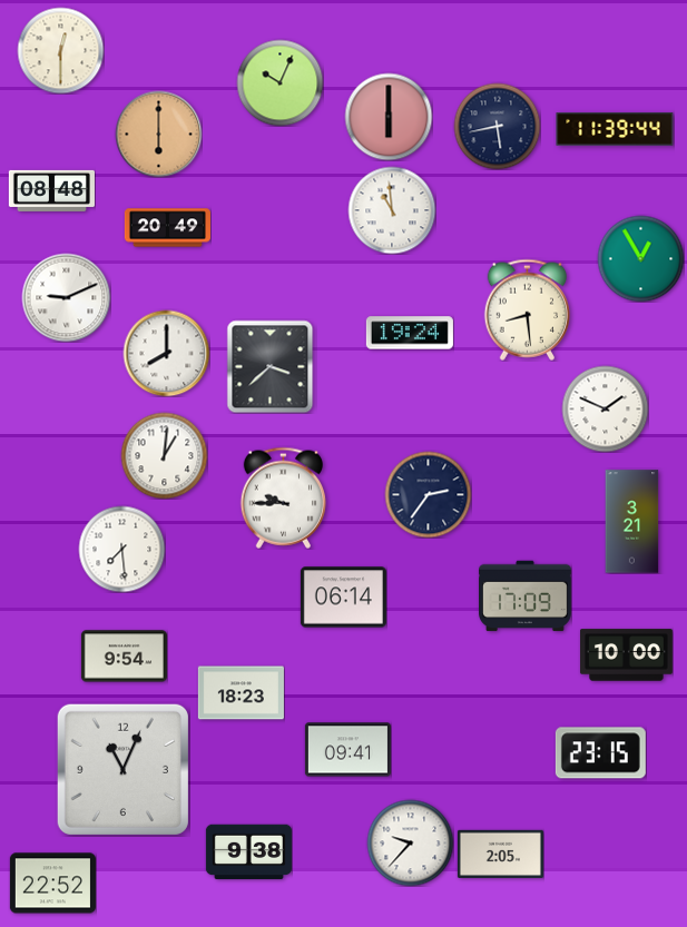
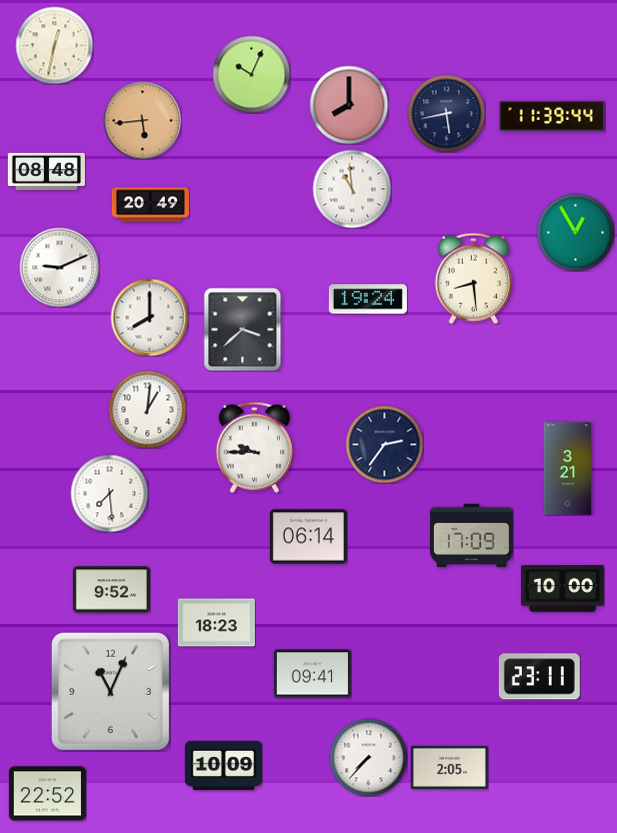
clock at (60, 50): 12:30 -> 12:32
clock at (389, 117): 6:00 -> 8:00
clock at (158, 134): 6:00 -> 5:44
clock at (605, 408): 1:49 -> none
clock at (124, 657): 9:54 -> 9:52
clock at (600, 753): 23:15 -> 23:11
clock at (410, 842): 9:37 -> 7:37
clock at (248, 852): 9:38 -> 10:09
